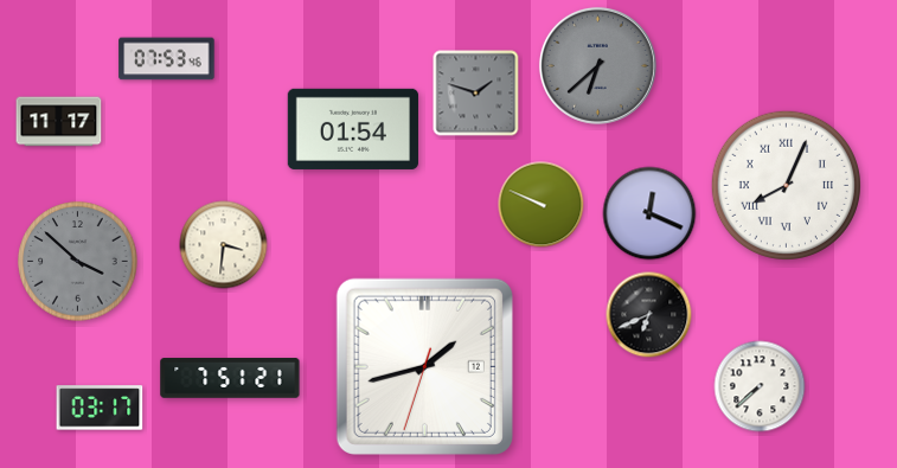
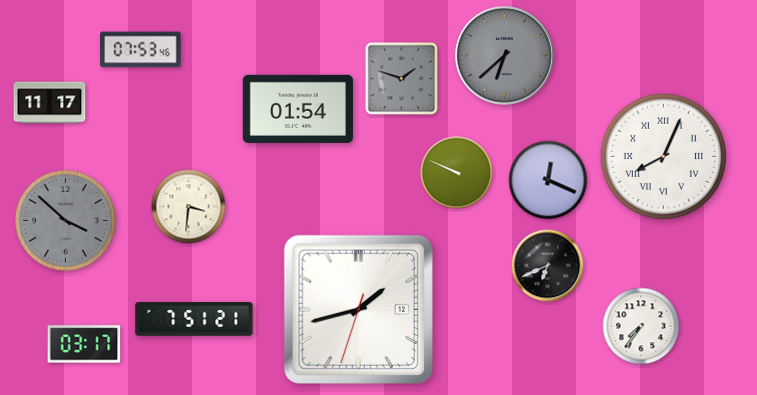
clock at (760, 386): 7:38 -> 7:36
